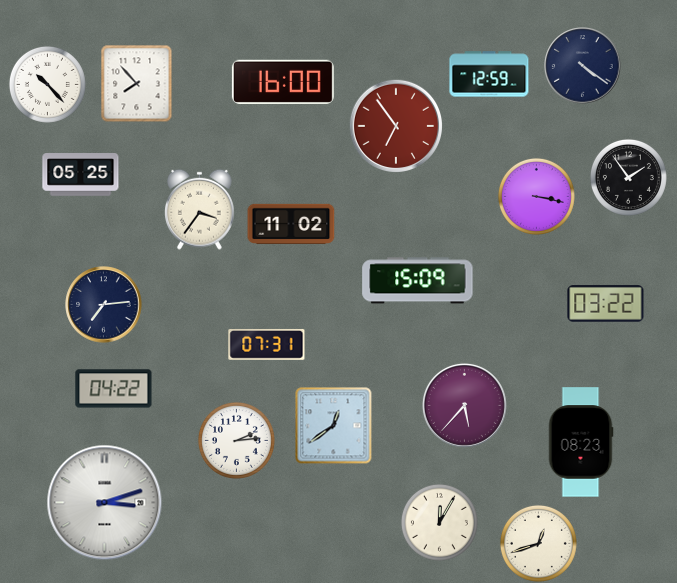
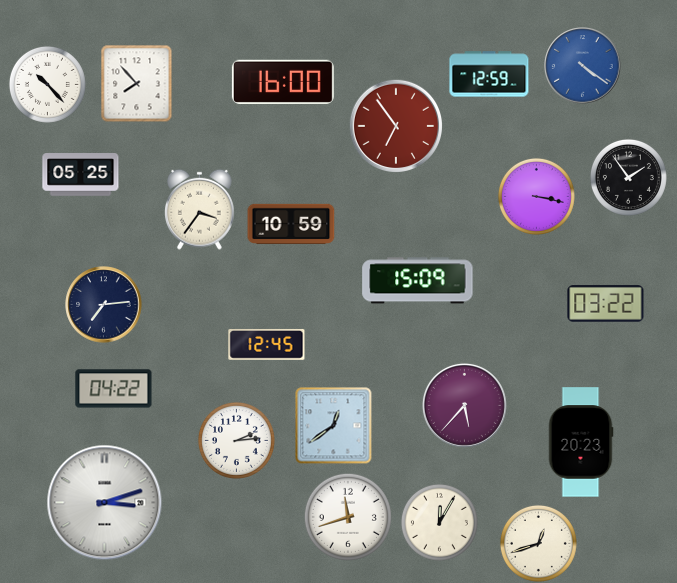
clock at (583, 66) dial: navy -> blue
clock at (291, 224): 11:02 -> 10:59
clock at (267, 345): 07:31 -> 12:45
clock at (581, 442): 08:23 -> 20:23
clock at (348, 517): none -> 11:42
